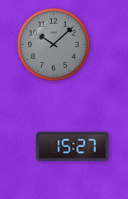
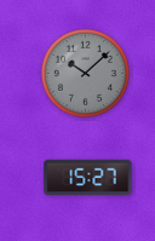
clock at (53, 44) position: (53, 44) -> (85, 73)
